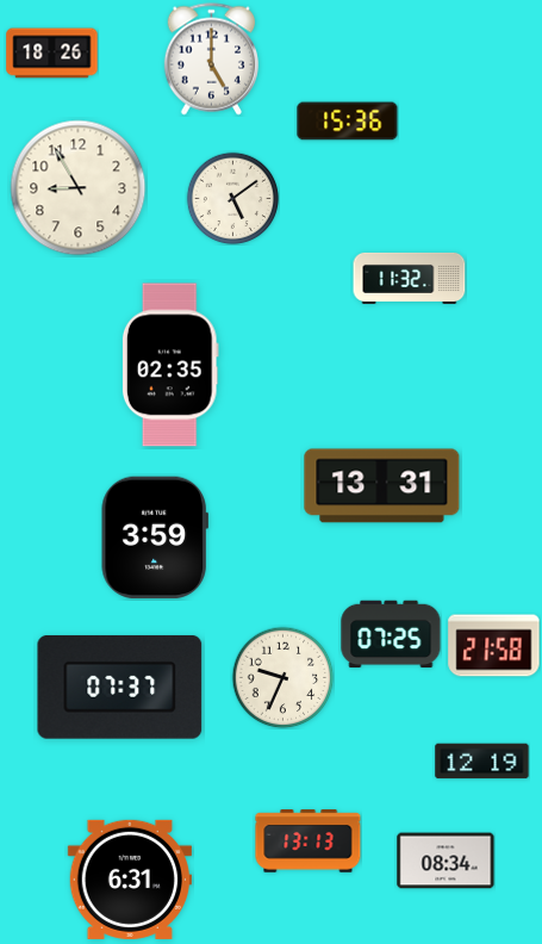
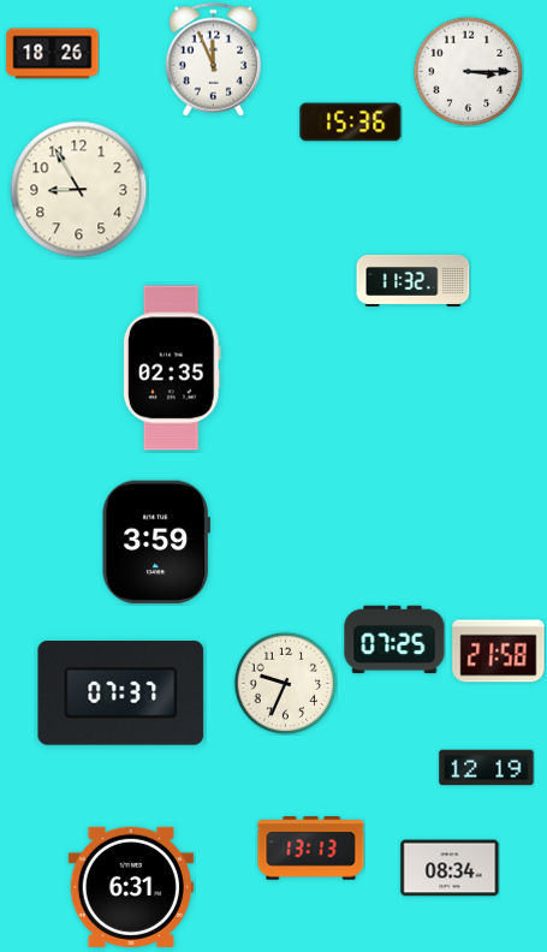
clock at (211, 60): 5:00 -> 11:56
clock at (468, 71): none -> 3:15
clock at (232, 198): 5:09 -> none
clock at (382, 486): 13:31 -> none
